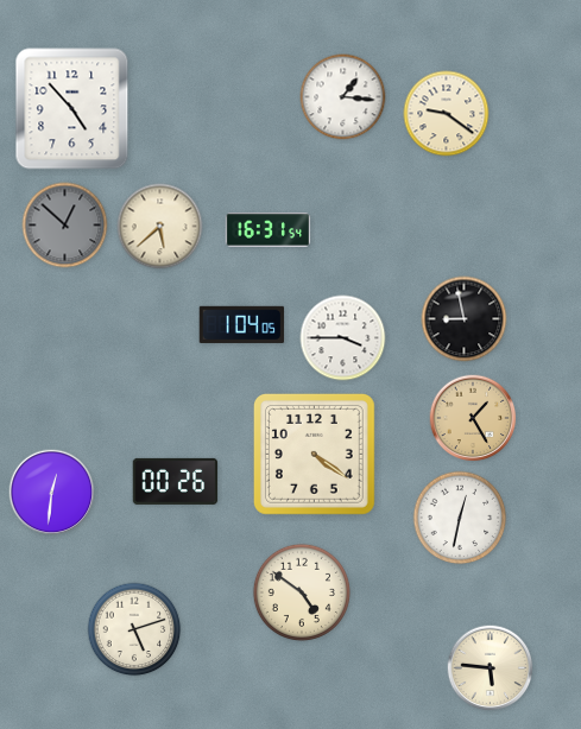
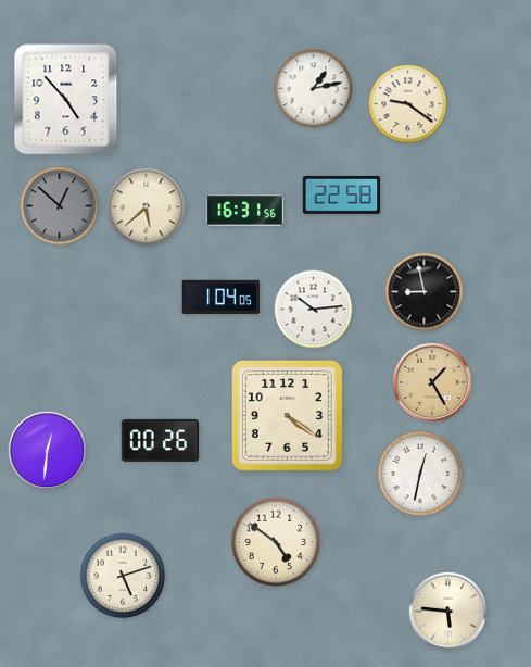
clock at (343, 97): 1:16 -> 1:13
clock at (342, 194): none -> 22:58
clock at (269, 230): 16:31:54 -> 16:31:56
clock at (343, 338): 3:45 -> 10:14
